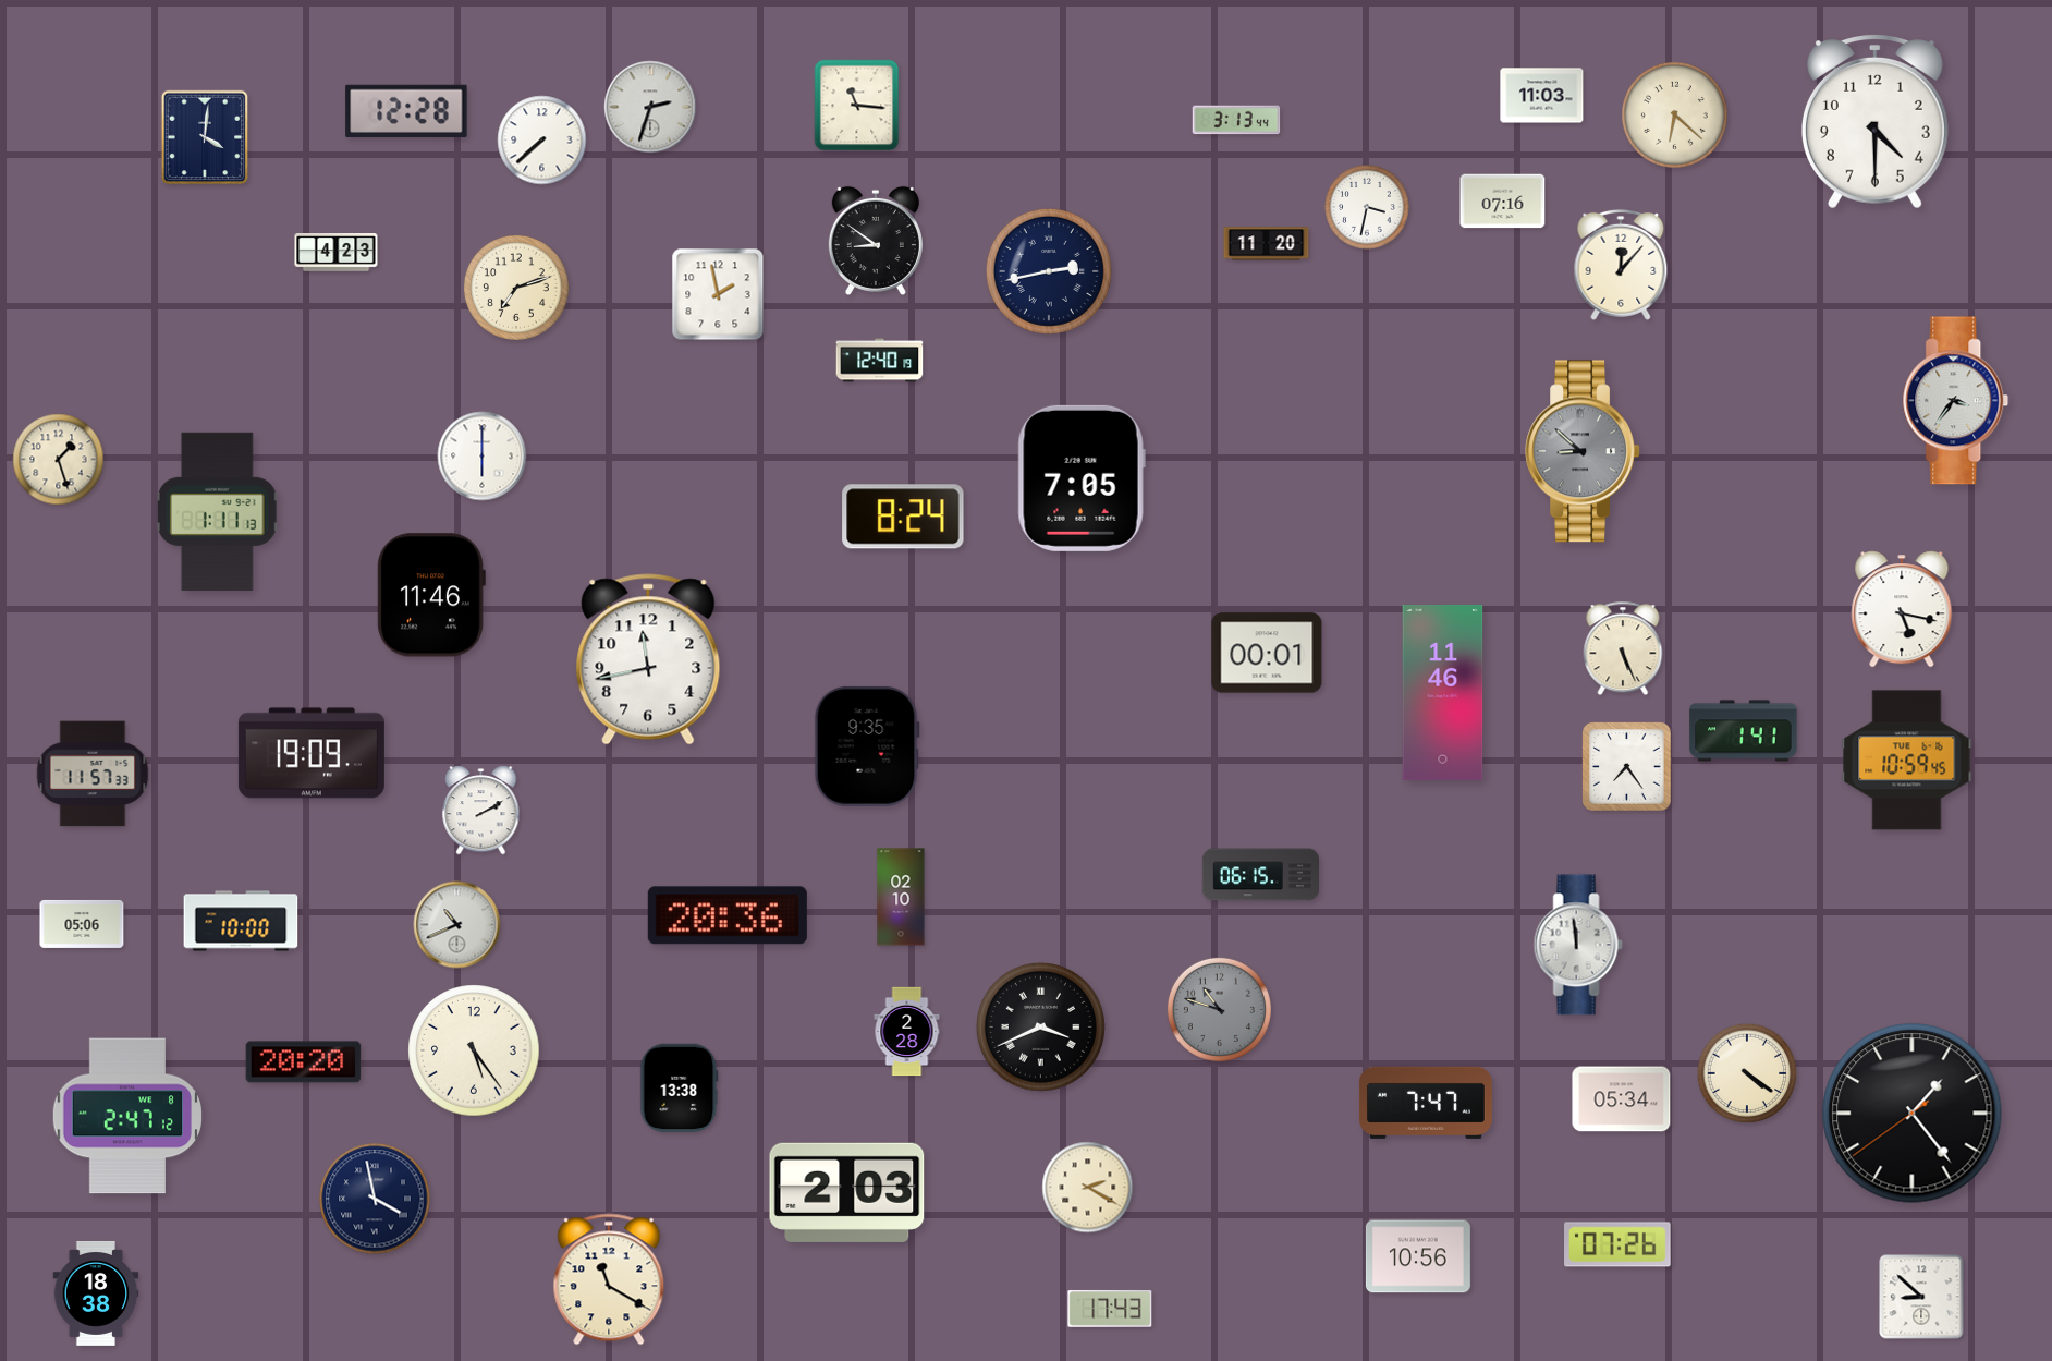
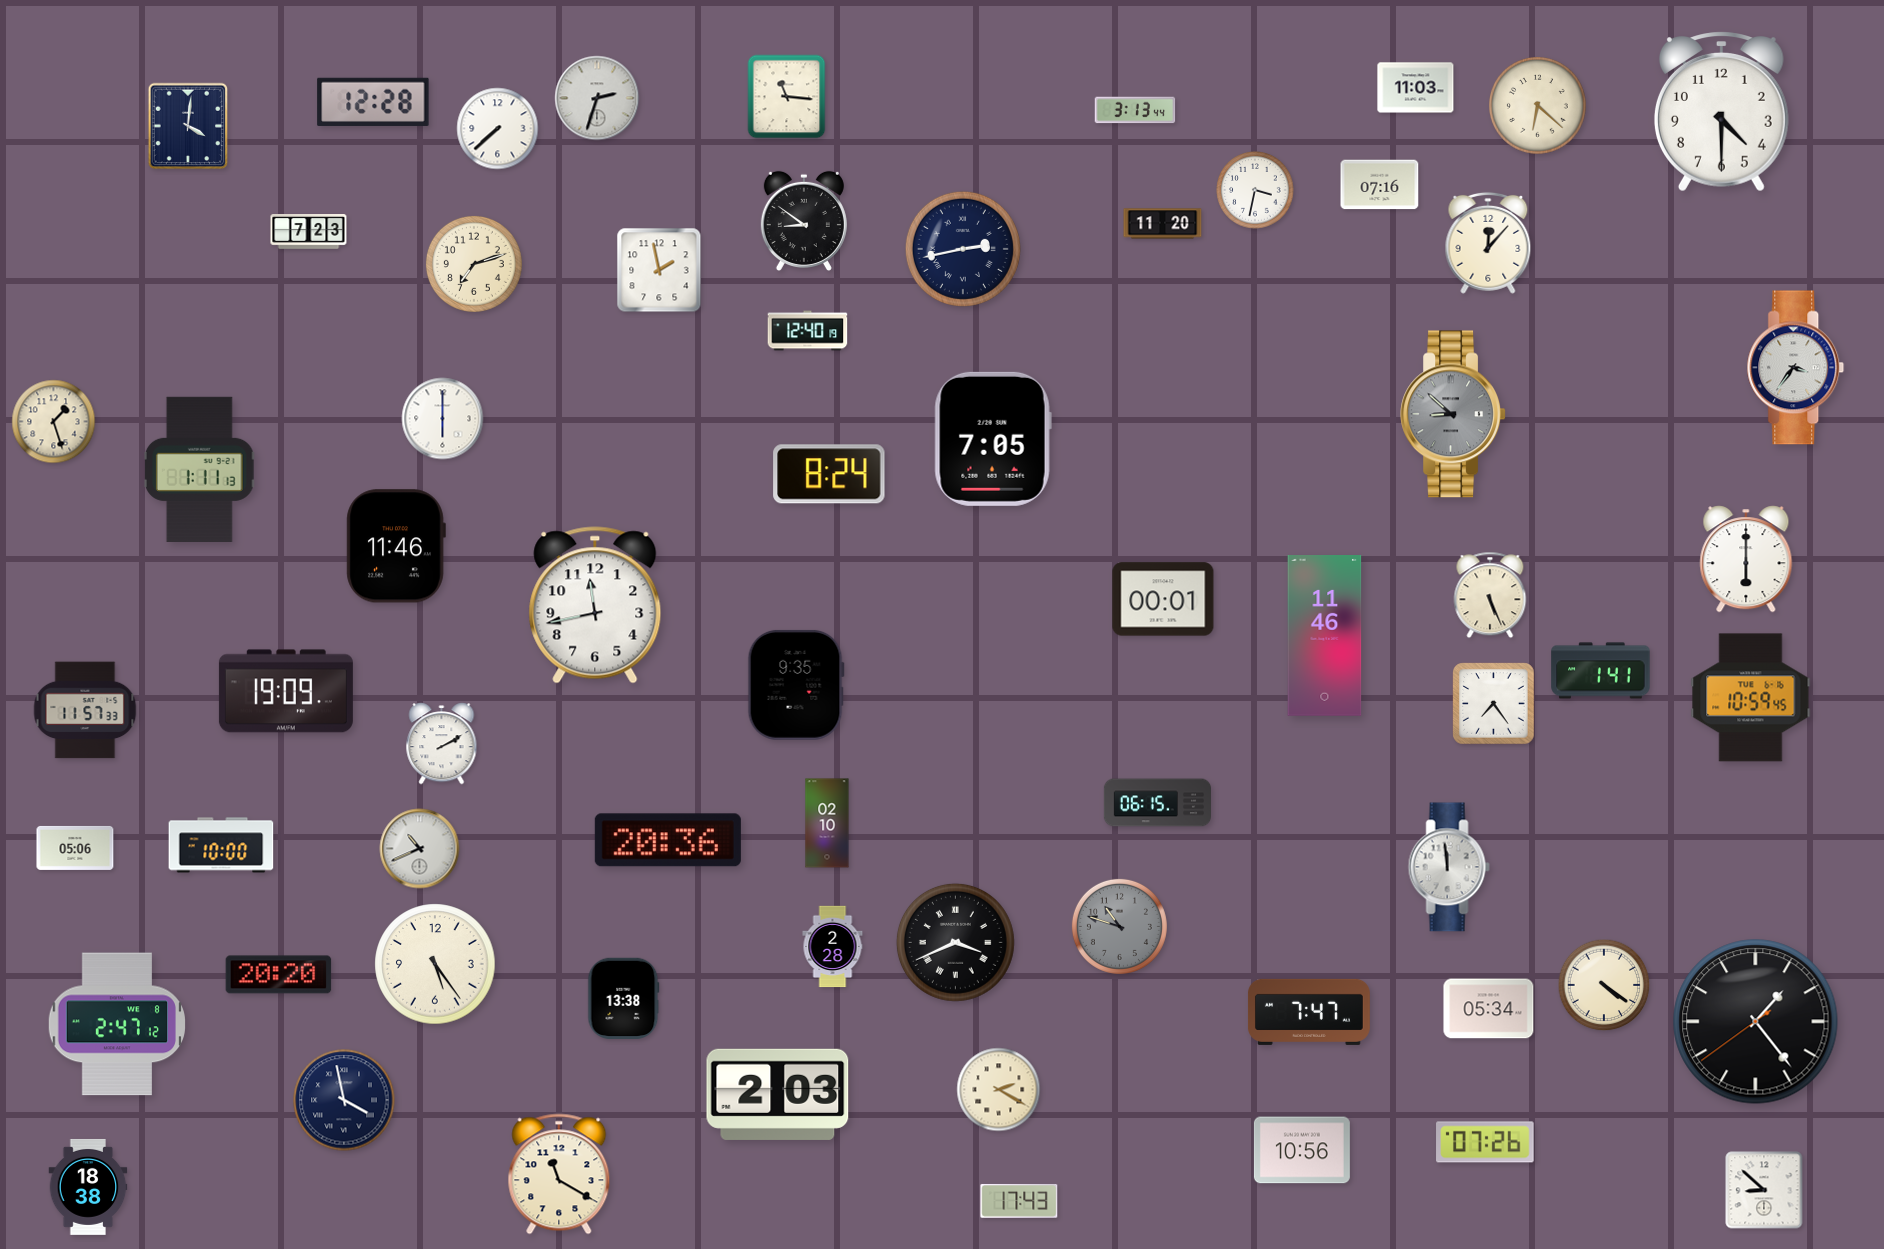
clock at (337, 253): 4:23 -> 7:23
clock at (1902, 609): 5:17 -> 6:00
clock at (1418, 1256) position: (1418, 1256) -> (1302, 1150)
